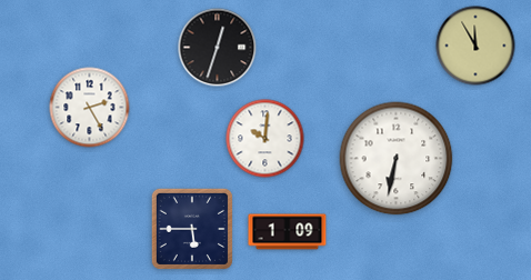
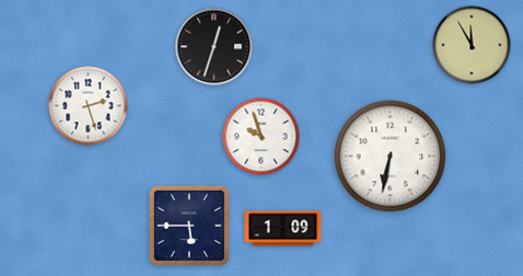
clock at (475, 46) position: (475, 46) -> (472, 45)
clock at (90, 108): 2:25 -> 2:27
clock at (265, 139): 10:01 -> 9:57
